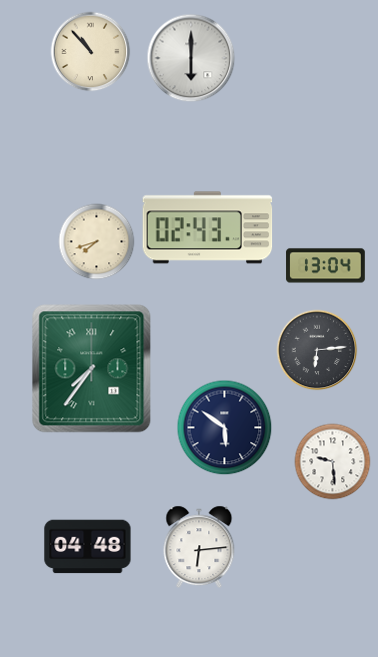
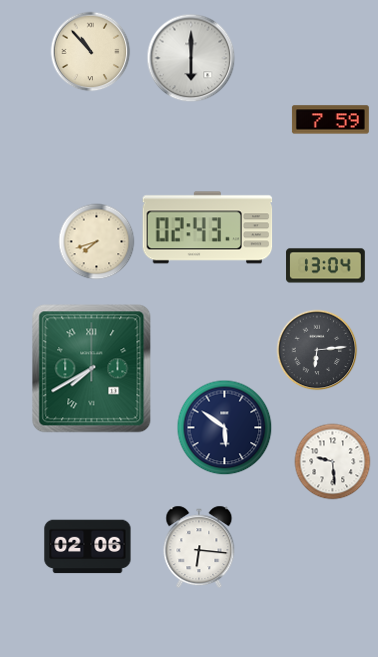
clock at (330, 120): none -> 7:59
clock at (92, 369): 7:36 -> 7:40
clock at (88, 547): 04:48 -> 02:06
clock at (199, 547): 6:14 -> 6:16
